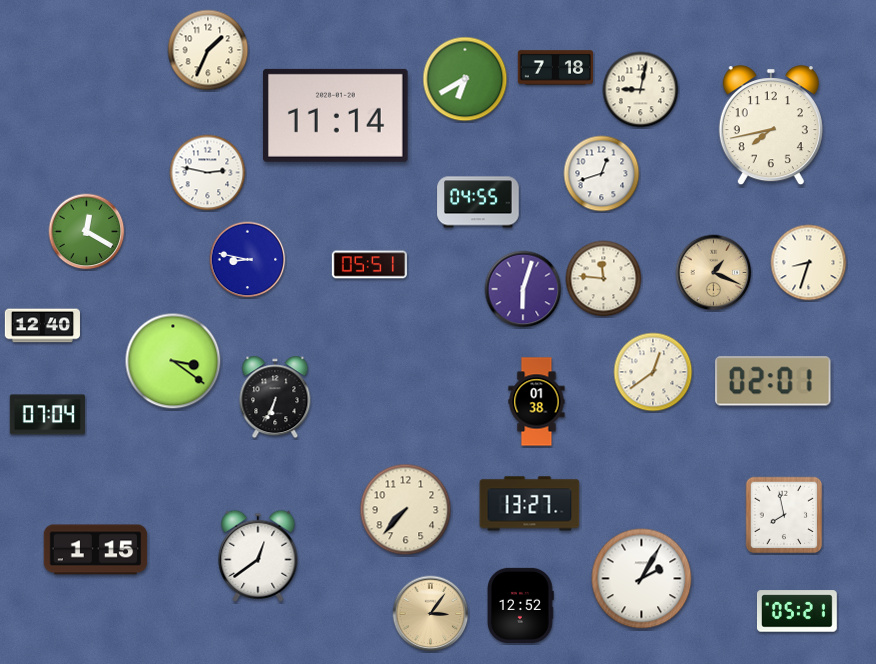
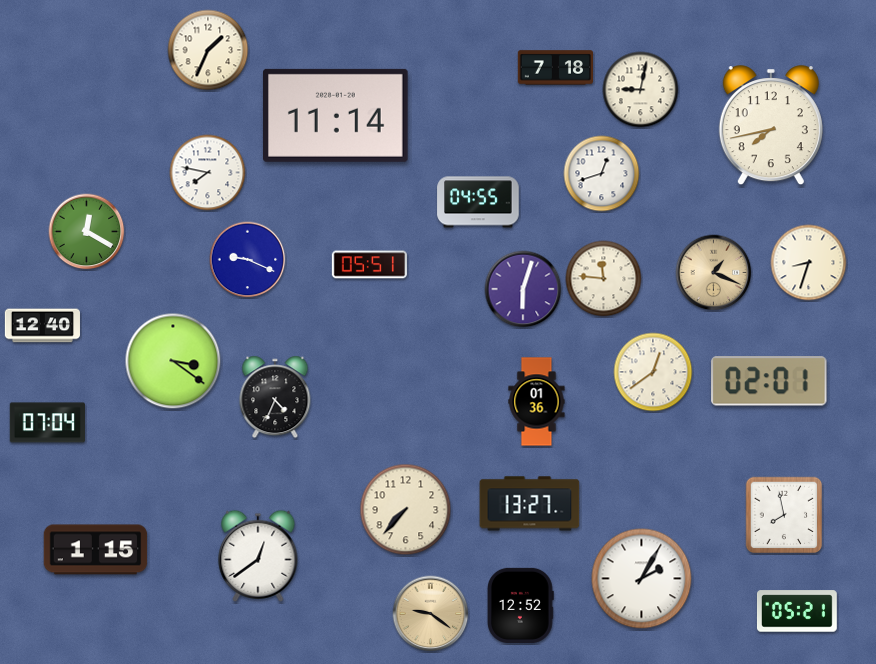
clock at (465, 79): 6:40 -> none
clock at (208, 173): 2:47 -> 7:47
clock at (248, 260): 8:47 -> 9:19
clock at (773, 381) position: (773, 381) -> (769, 381)
clock at (275, 397): 6:34 -> 4:34
clock at (537, 402): 01:38 -> 01:36
clock at (47, 415) position: (47, 415) -> (47, 423)
clock at (431, 614): 3:06 -> 9:21
